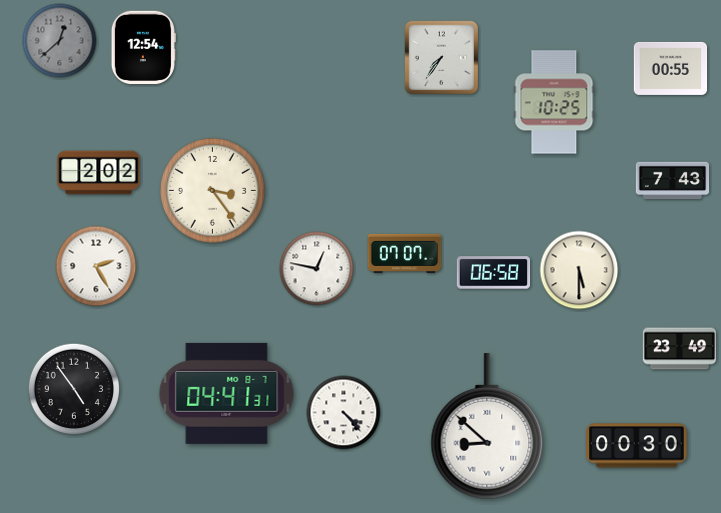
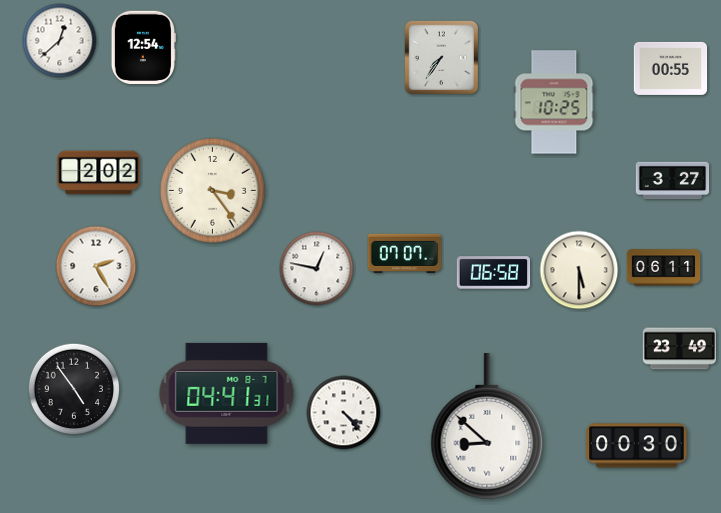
clock at (60, 41) dial: grey -> white
clock at (673, 181): 7:43 -> 3:27
clock at (664, 268): none -> 06:11
